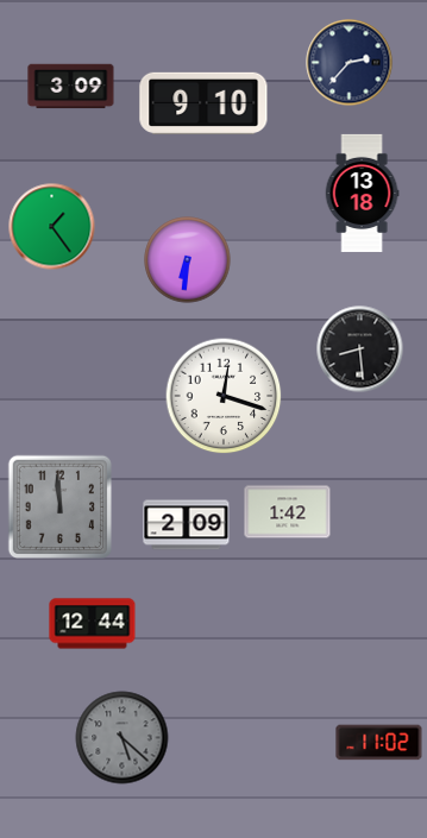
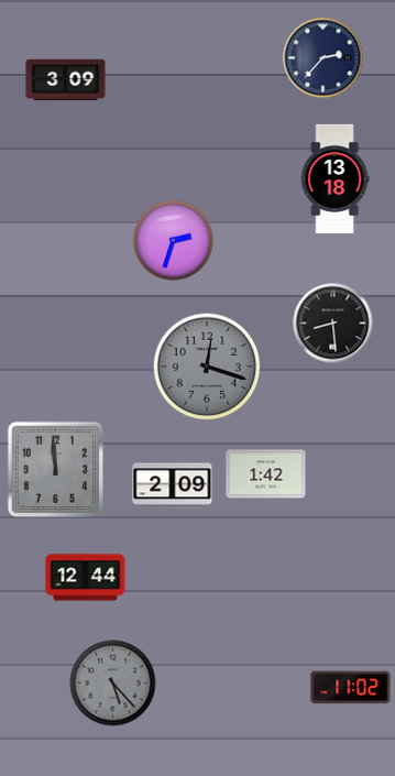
clock at (203, 103): 9:10 -> none
clock at (52, 227): 1:24 -> none
clock at (188, 260): 6:31 -> 2:33
clock at (224, 396) dial: white -> grey
clock at (123, 738): 5:22 -> 5:23
